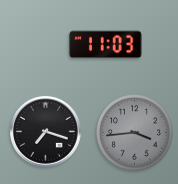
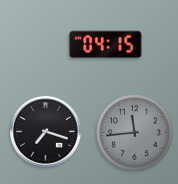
clock at (106, 45): 11:03 -> 04:15
clock at (135, 133): 3:44 -> 11:44
